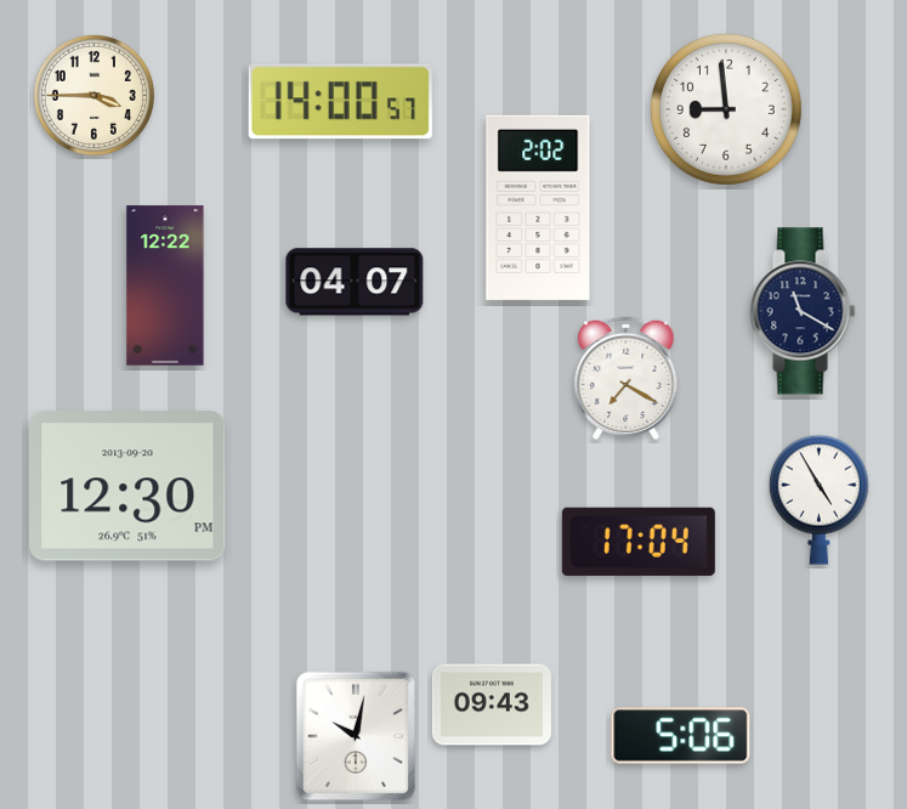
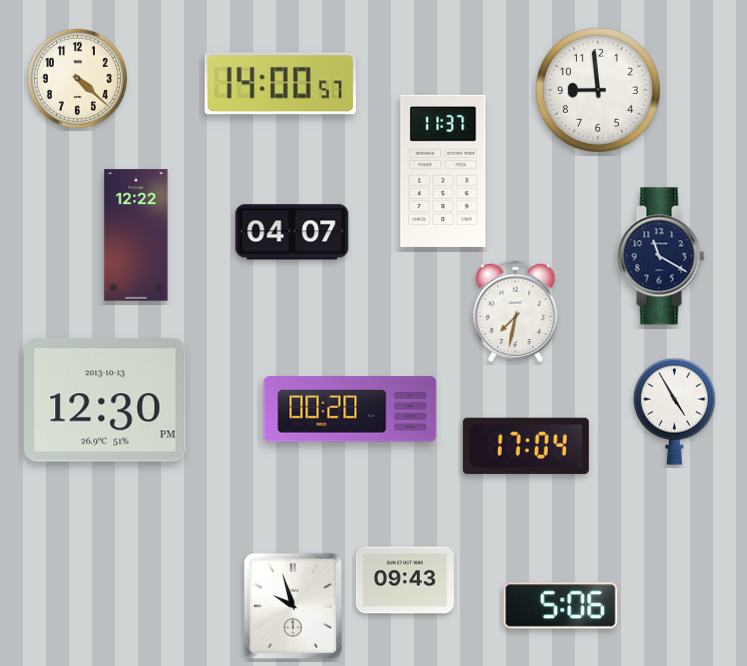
clock at (93, 95): 3:45 -> 4:22
clock at (538, 208): 2:02 -> 11:37
clock at (627, 379): 7:20 -> 7:32
clock at (127, 486) date: 2013-09-20 -> 2013-10-13
clock at (350, 409): none -> 00:20
clock at (355, 735): 10:02 -> 9:57
